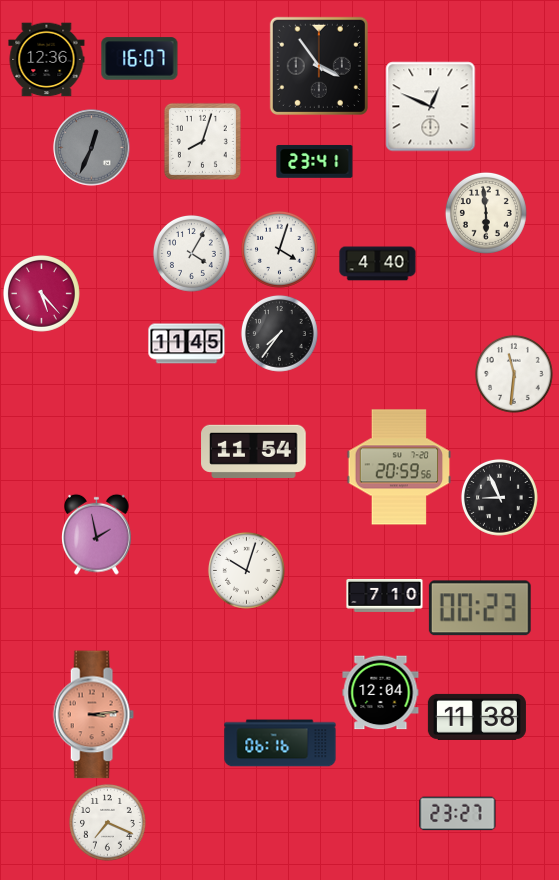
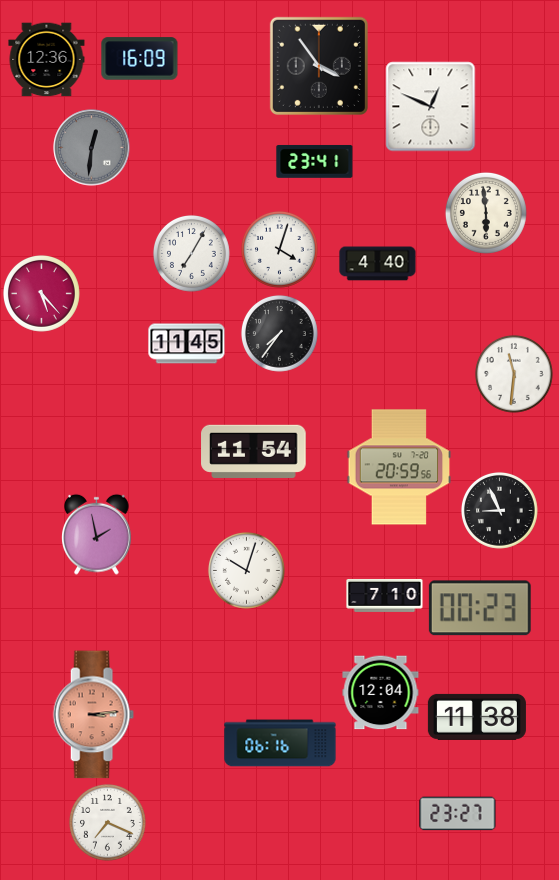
clock at (140, 59): 16:07 -> 16:09
clock at (202, 141): 8:03 -> none
clock at (92, 148): 12:34 -> 12:31
clock at (192, 254): 4:05 -> 7:05
clock at (500, 498) position: (500, 498) -> (500, 511)
